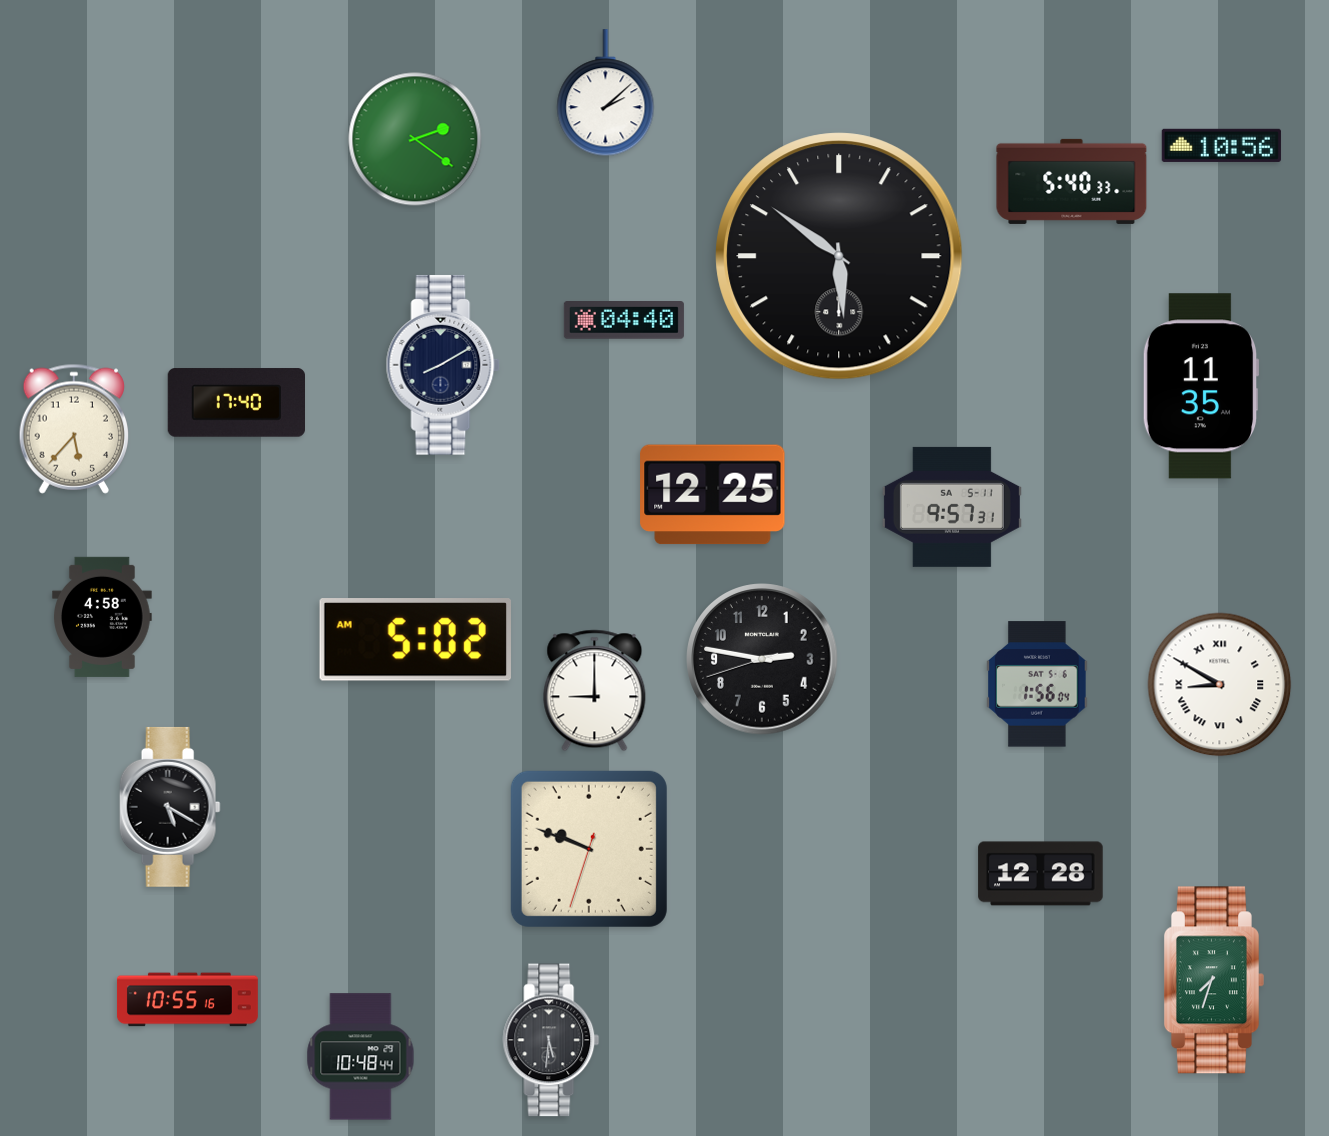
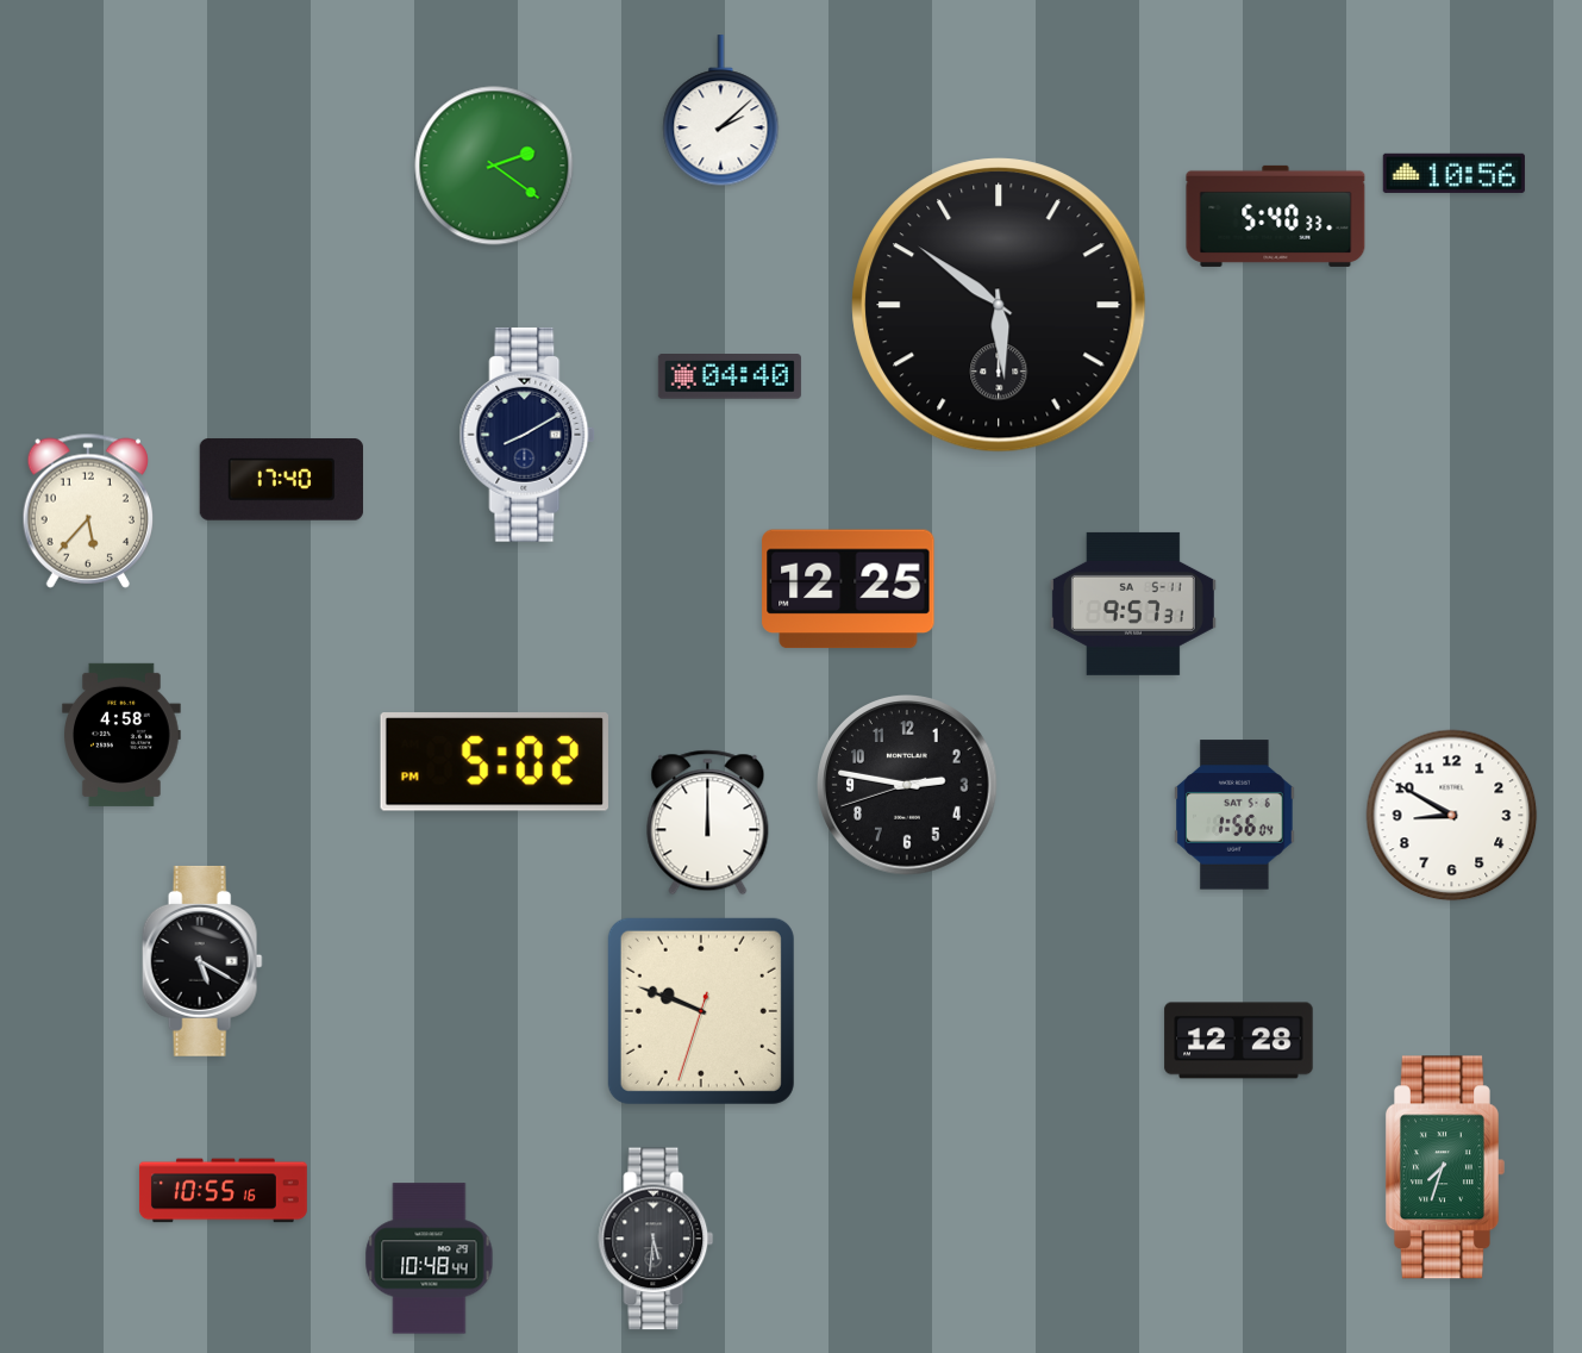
clock at (624, 321) position: (624, 321) -> (730, 378)
clock at (1201, 386): 11:35 -> none
clock at (415, 640): 5:02 AM -> 5:02 PM
clock at (1220, 685) numerals: Roman -> Arabic
clock at (595, 691): 9:00 -> 12:00
